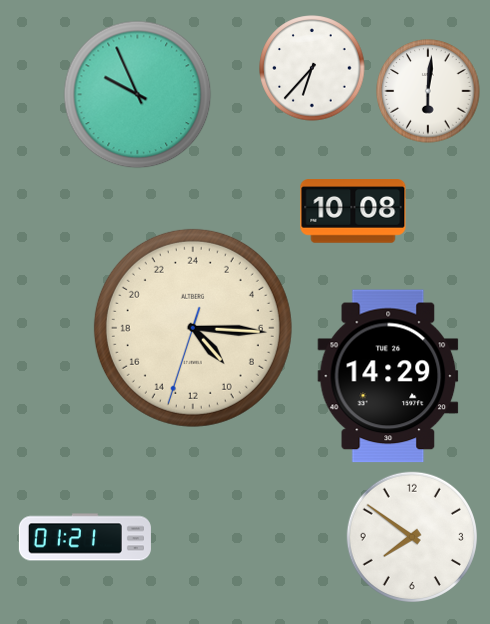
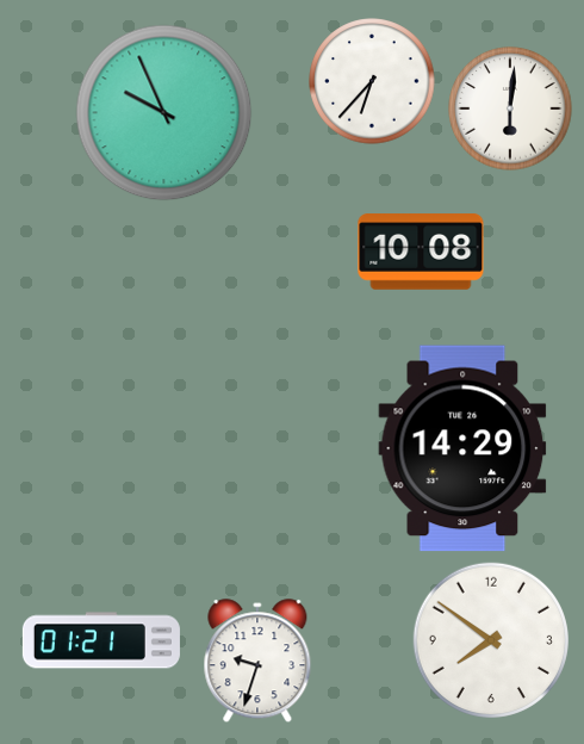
clock at (193, 328): 9:15 -> none
clock at (257, 661): none -> 9:33
